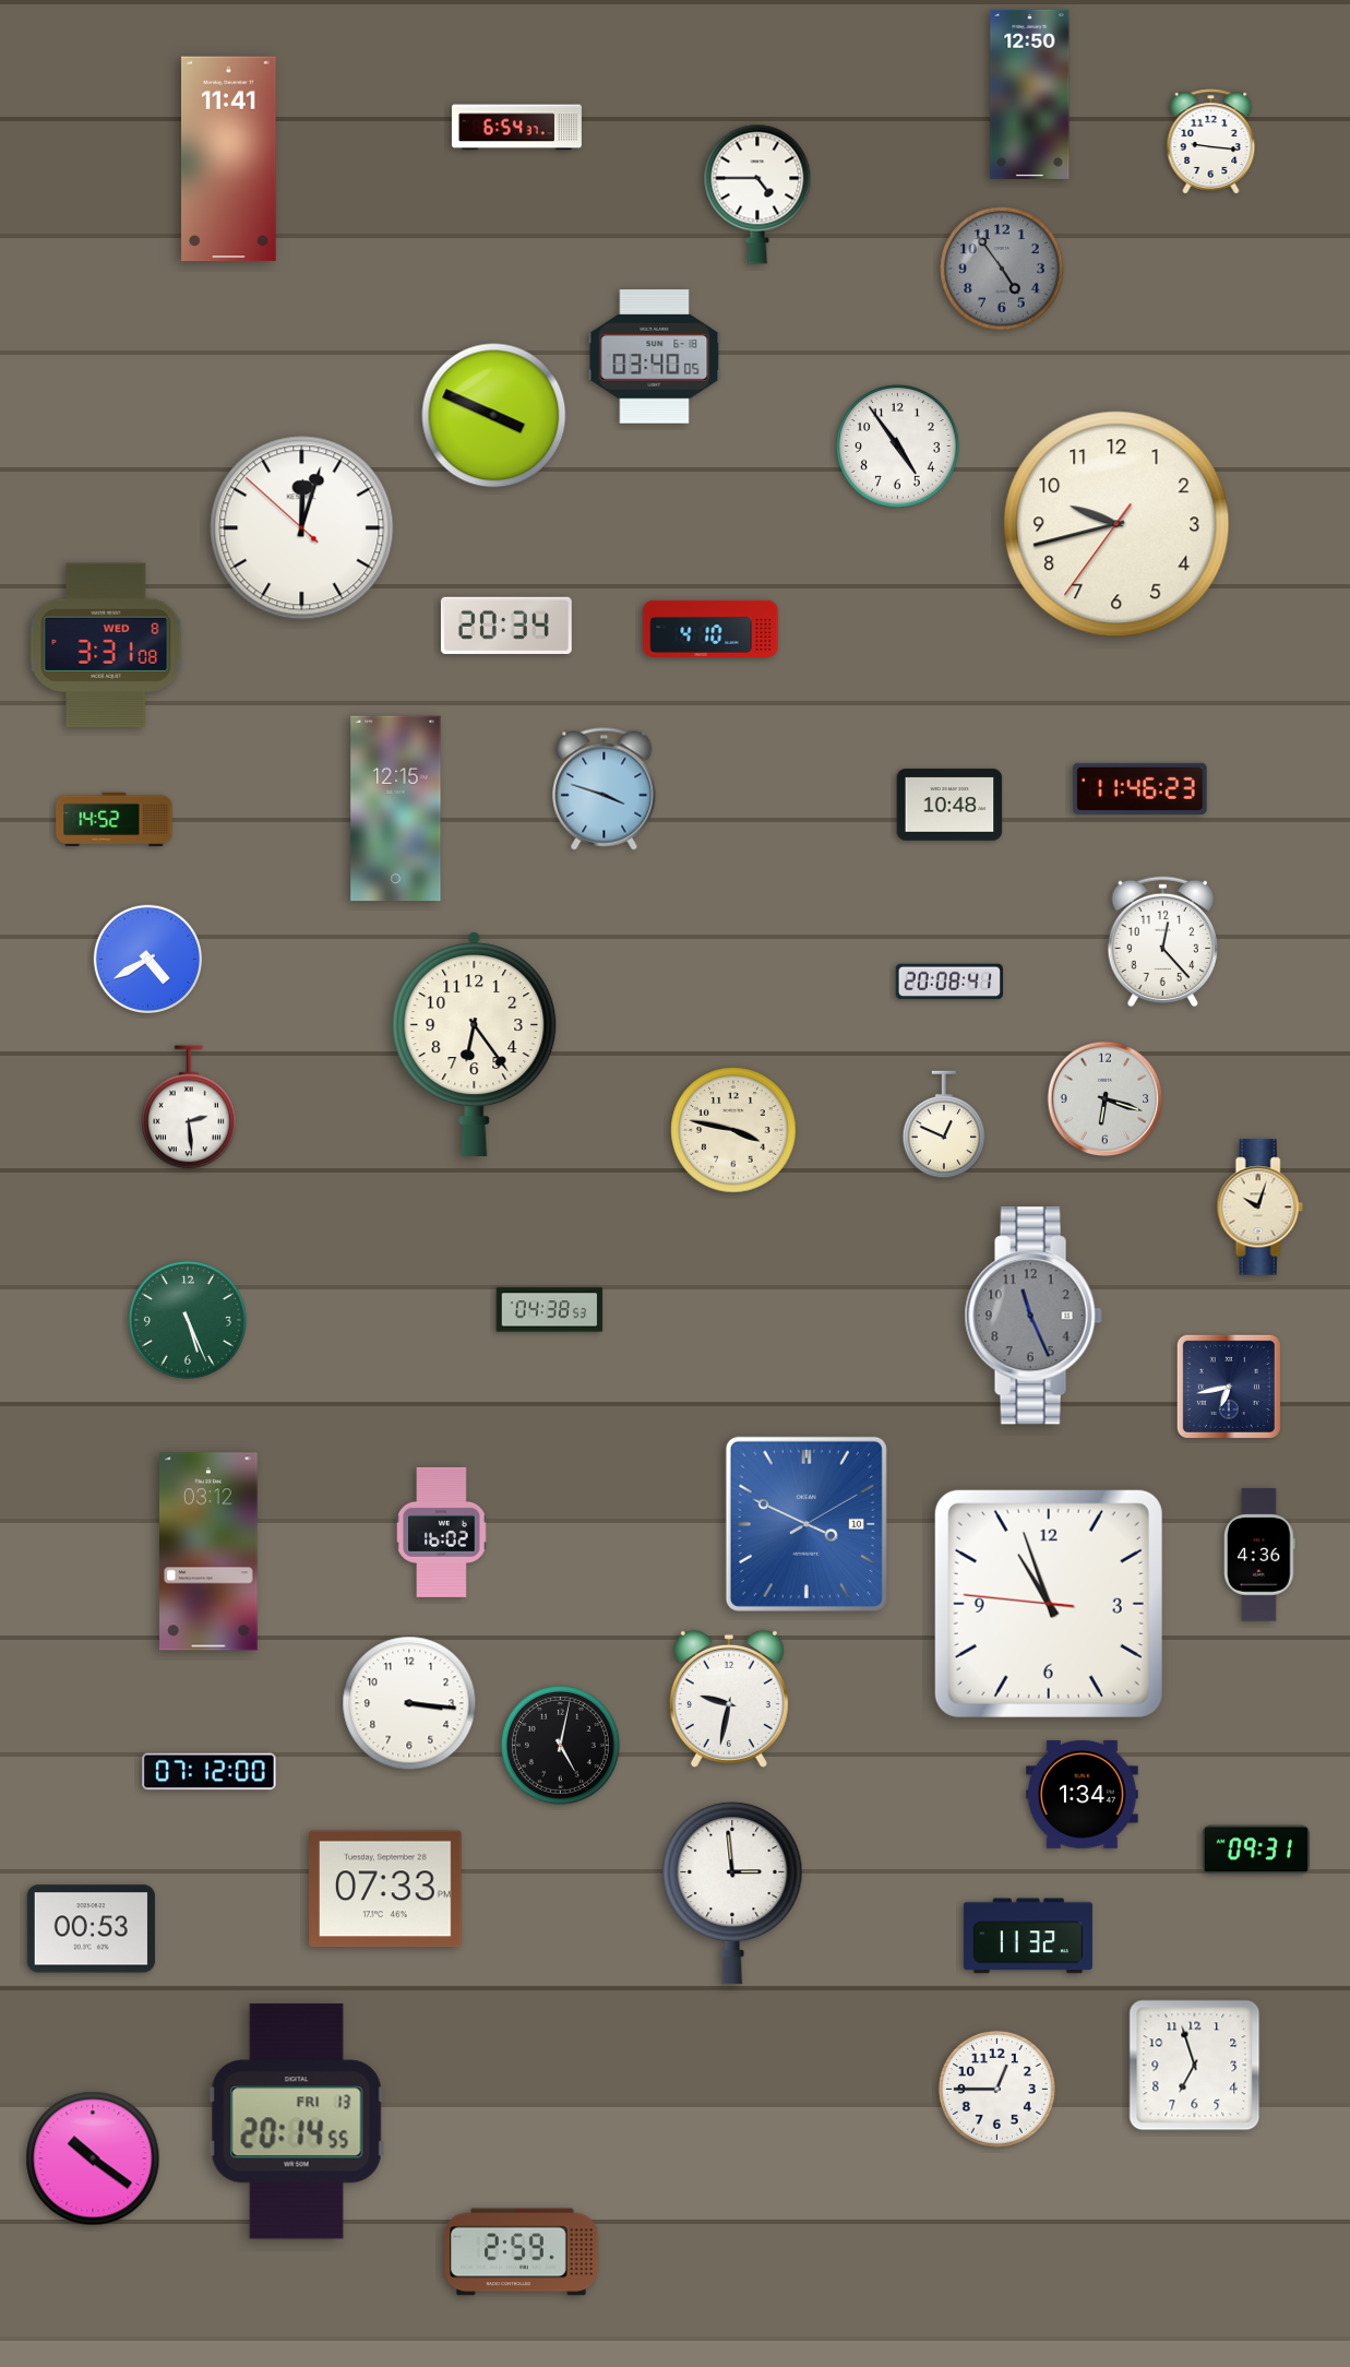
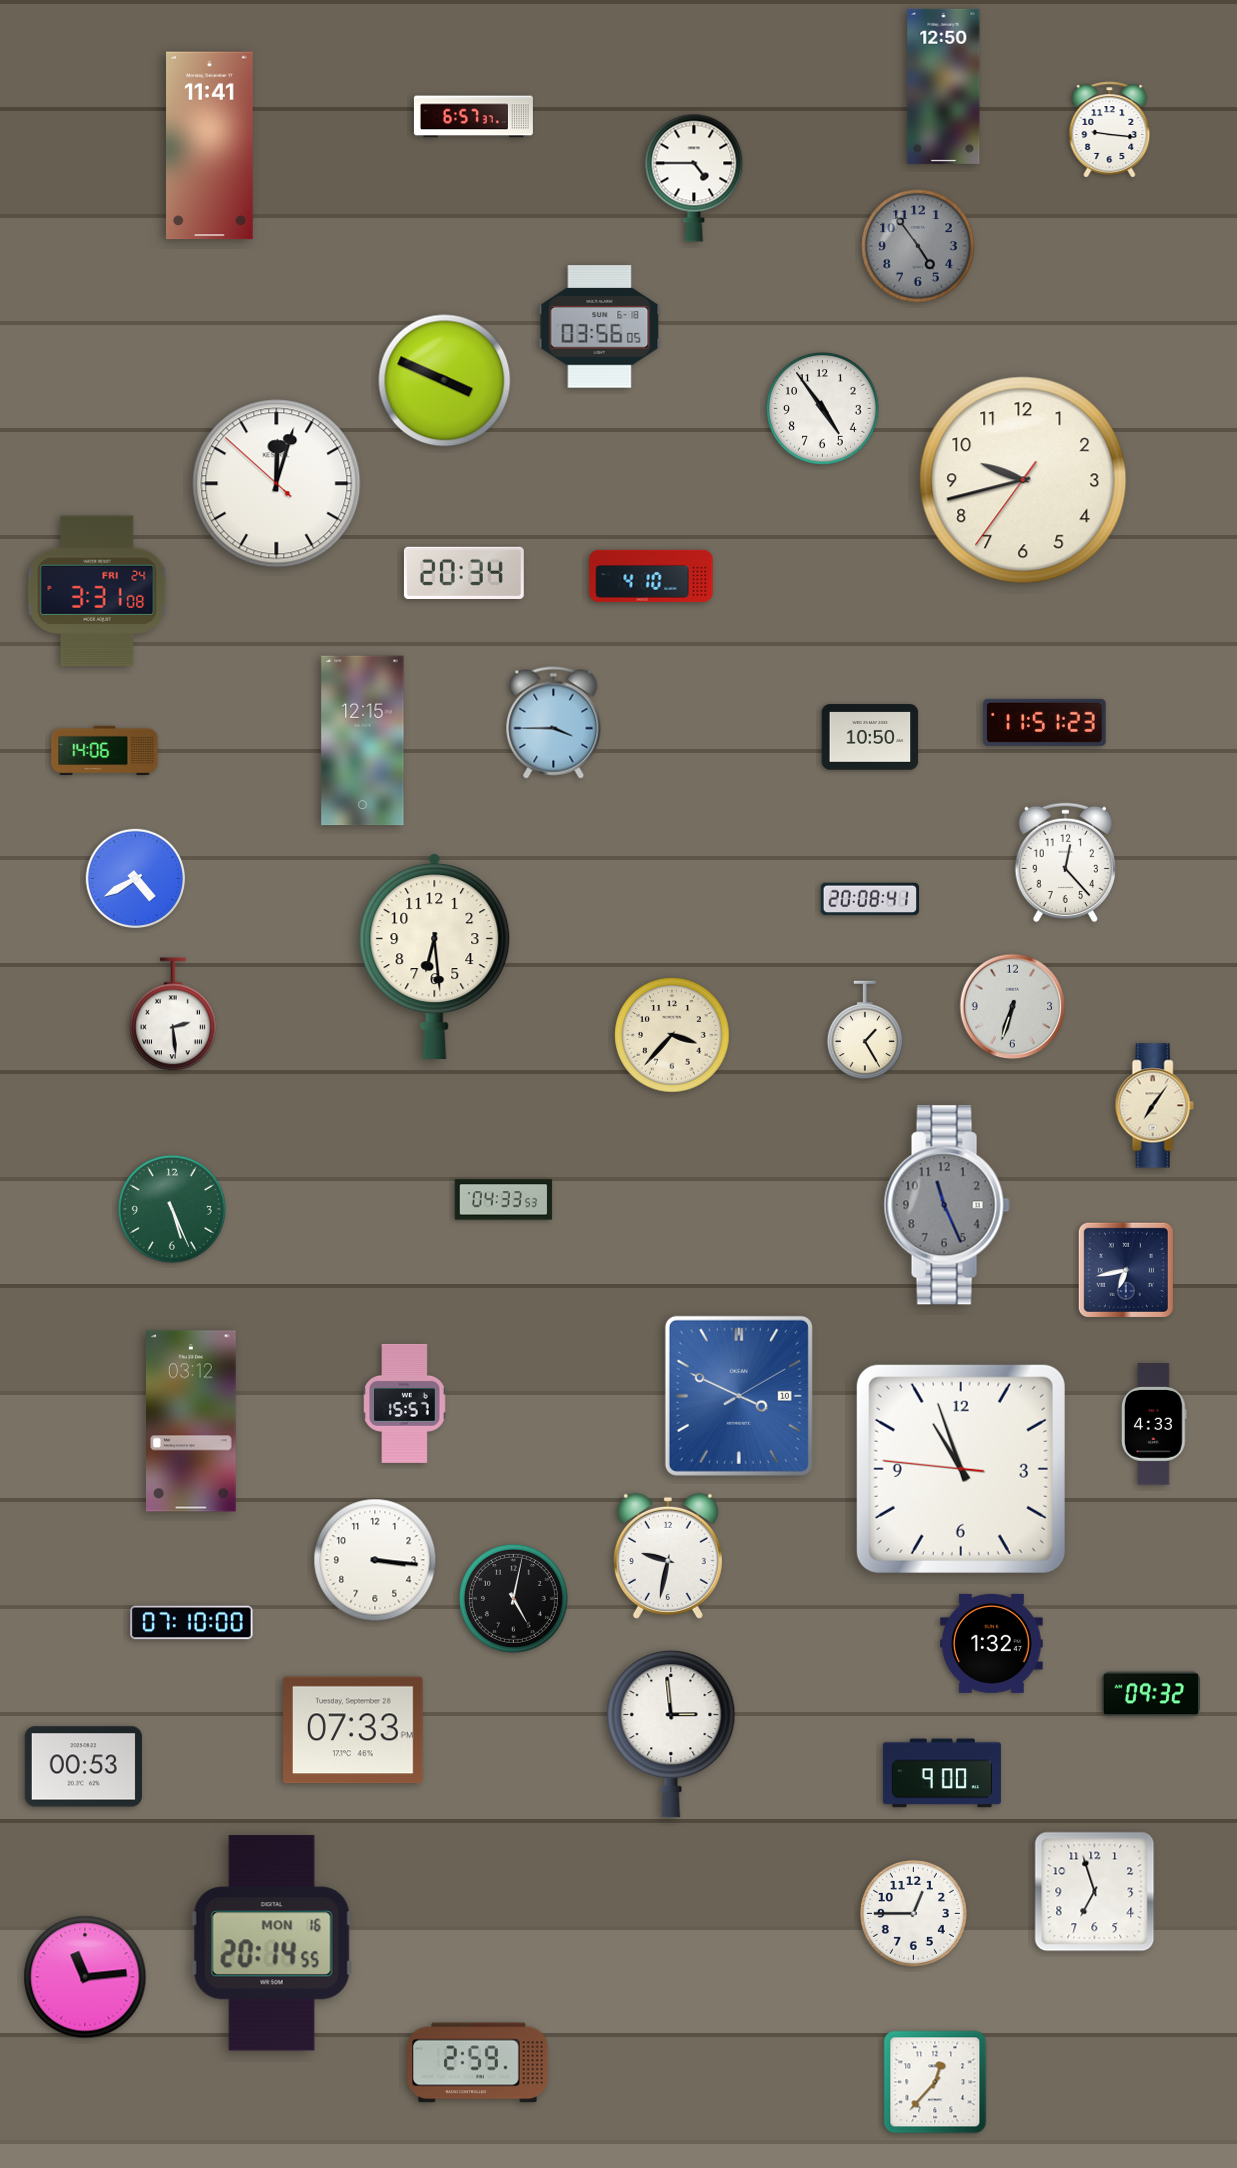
clock at (516, 128): 6:54 -> 6:57
clock at (655, 357): 03:40 -> 03:56
clock at (494, 416) position: (494, 416) -> (445, 381)
clock at (106, 645) date: WED 8 -> FRI 24
clock at (1140, 788): 11:46 -> 11:51
clock at (605, 789): 3:48 -> 3:45
clock at (949, 805): 10:48 -> 10:50
clock at (115, 820): 14:52 -> 14:06
clock at (475, 1045): 6:24 -> 6:29
clock at (1106, 1099): 6:18 -> 6:33
clock at (944, 1125): 12:49 -> 1:25
clock at (733, 1130): 3:47 -> 3:37
clock at (1259, 1208): 10:03 -> 7:06
clock at (550, 1310): 04:38 -> 04:33
clock at (442, 1532): 16:02 -> 15:57
clock at (1261, 1555): 4:36 -> 4:33
clock at (210, 1772): 07:12 -> 07:10
clock at (1083, 1794): 1:34 -> 1:32
clock at (1255, 1849): 09:31 -> 09:32
clock at (1028, 1936): 11:32 -> 9:00
clock at (297, 2121) date: FRI 13 -> MON 16
clock at (93, 2158): 10:21 -> 11:14
clock at (935, 2082): none -> 12:37
